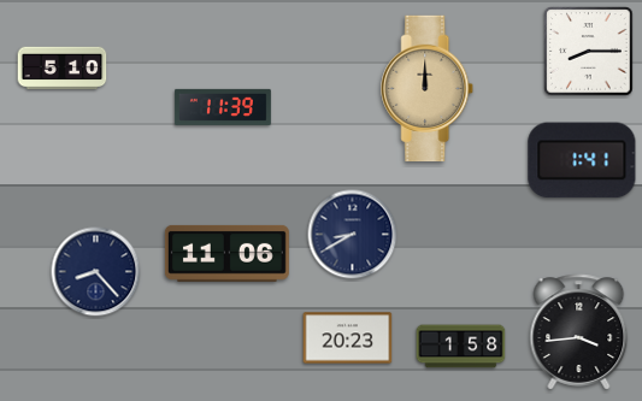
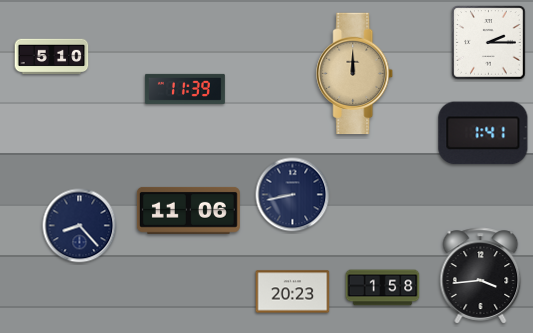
clock at (589, 52): 8:15 -> 2:15
clock at (353, 235): 8:40 -> 8:43
clock at (348, 338) position: (348, 338) -> (293, 292)
